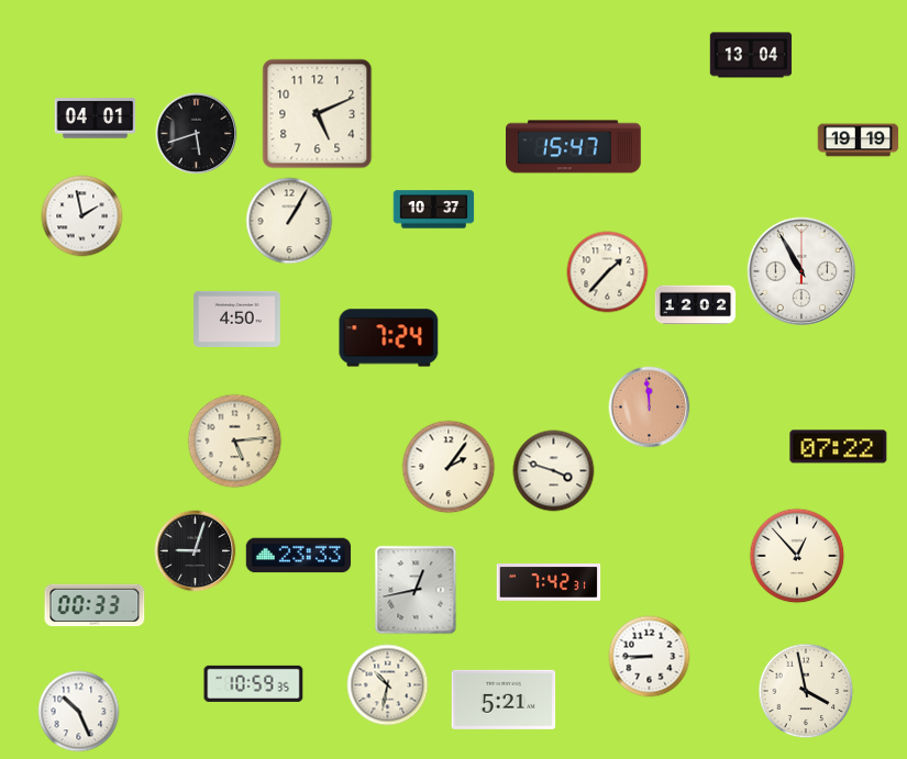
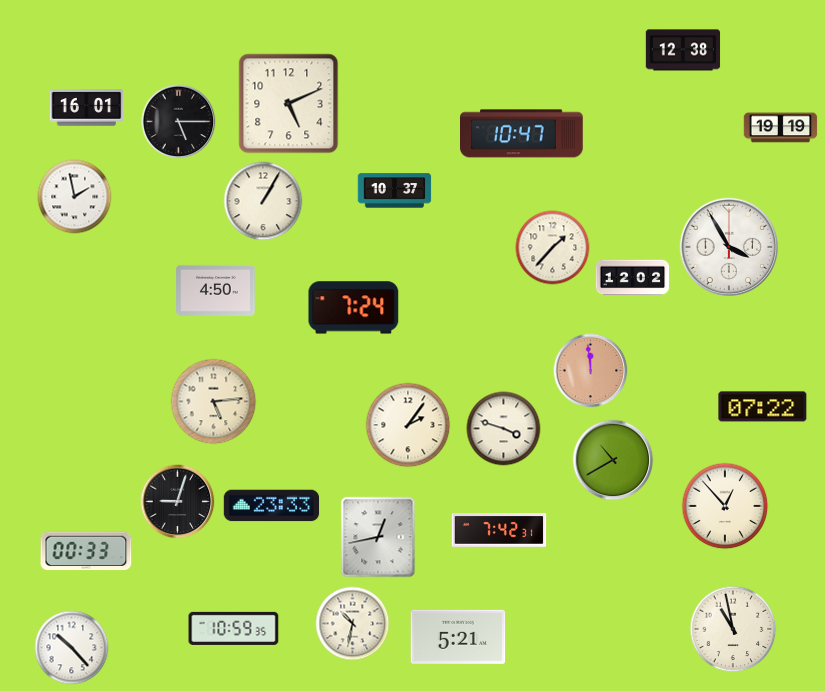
clock at (751, 55): 13:04 -> 12:38
clock at (96, 119): 04:01 -> 16:01
clock at (197, 134): 5:42 -> 5:15
clock at (574, 147): 15:47 -> 10:47
clock at (801, 271): 10:55 -> 3:55
clock at (613, 460): none -> 10:40
clock at (650, 657): 8:45 -> none
clock at (254, 683) position: (254, 683) -> (234, 628)
clock at (806, 691): 3:58 -> 10:58
clock at (79, 712): 10:26 -> 10:23
